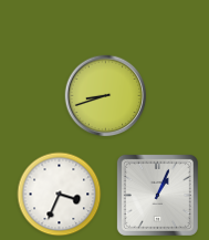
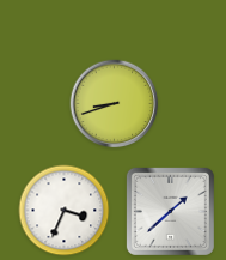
clock at (157, 195): 1:04 -> 1:38
